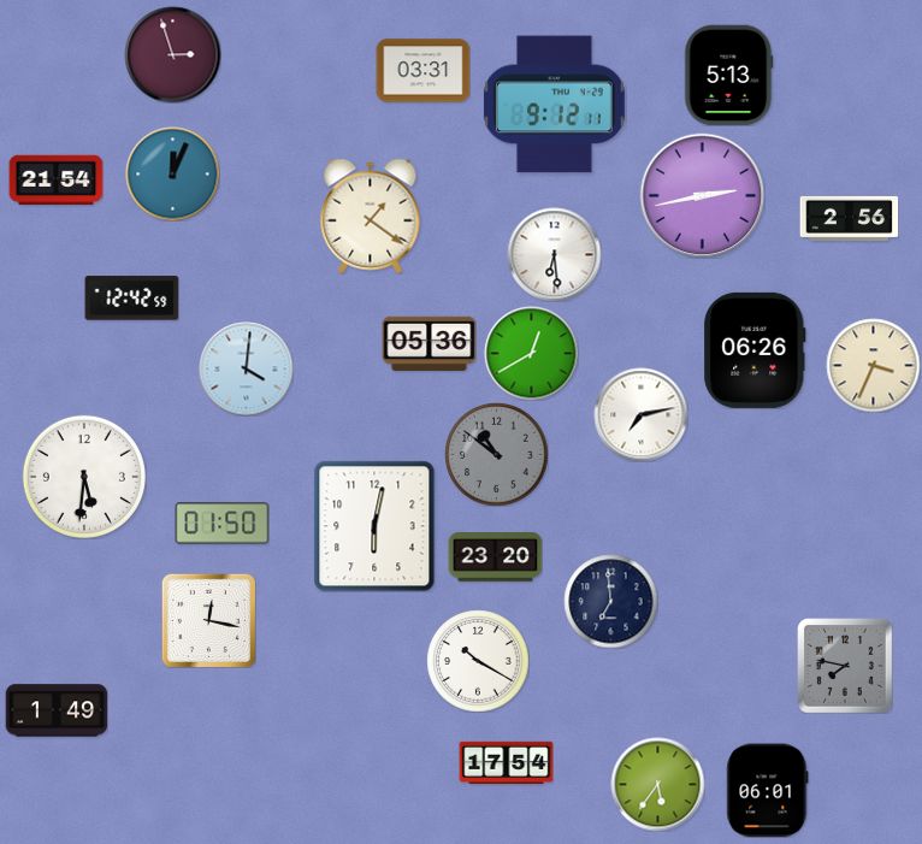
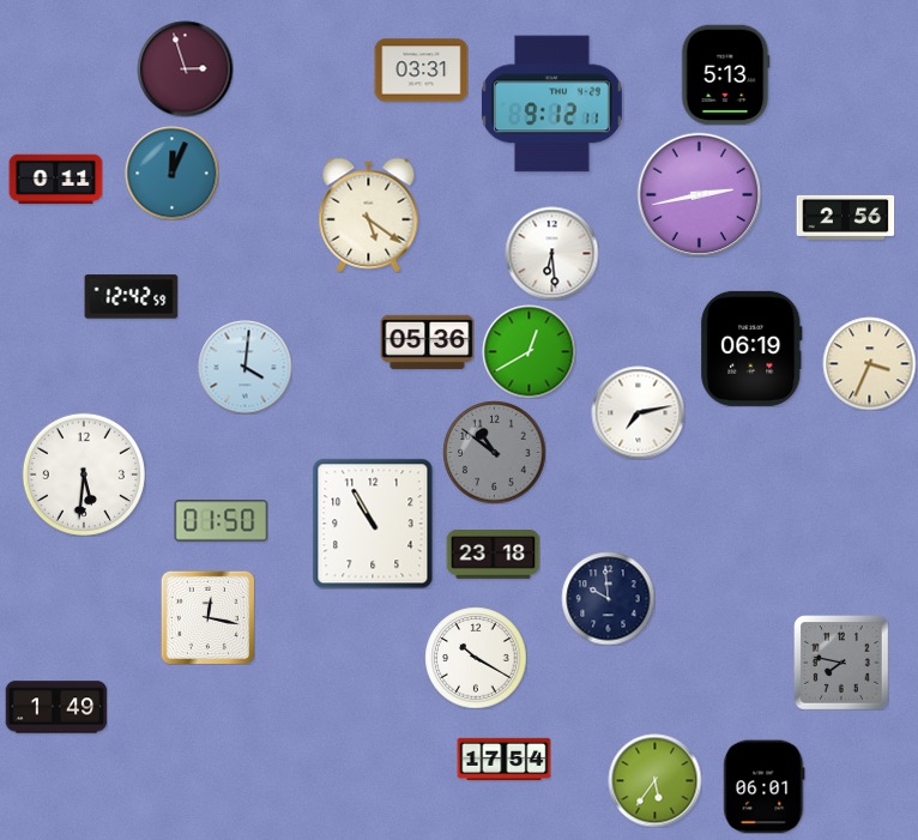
clock at (172, 54) position: (172, 54) -> (185, 68)
clock at (55, 181): 21:54 -> 0:11
clock at (371, 216): 1:21 -> 5:21
clock at (755, 350): 06:26 -> 06:19
clock at (374, 526): 6:02 -> 10:55
clock at (495, 557): 23:20 -> 23:18
clock at (610, 601): 6:59 -> 9:59
